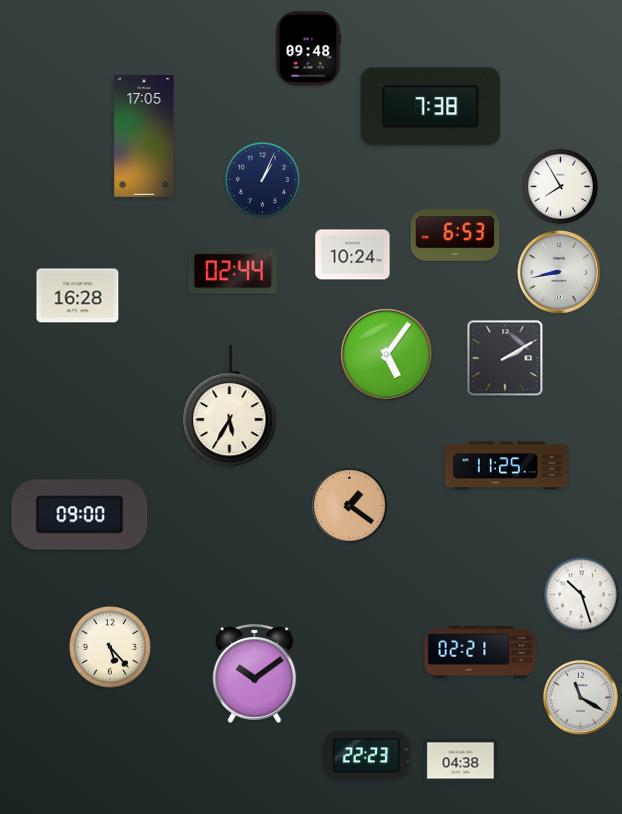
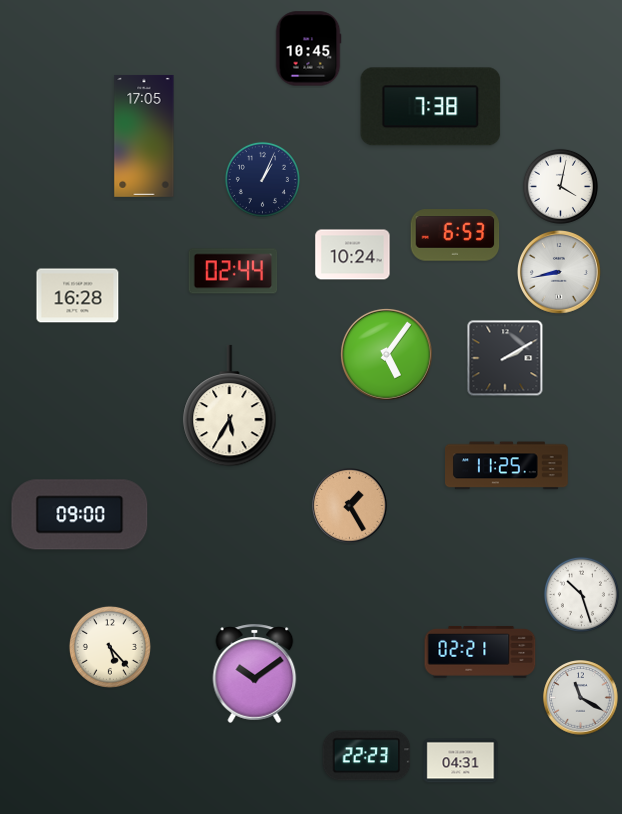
clock at (308, 49): 09:48 -> 10:45
clock at (560, 186): 7:55 -> 4:02
clock at (350, 506): 1:21 -> 1:25
clock at (461, 761): 04:38 -> 04:31
